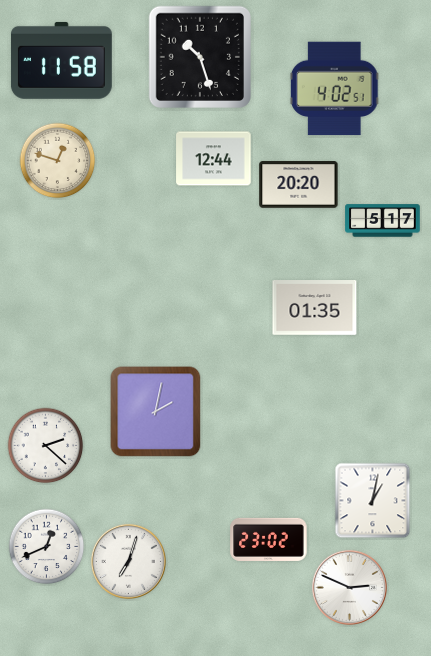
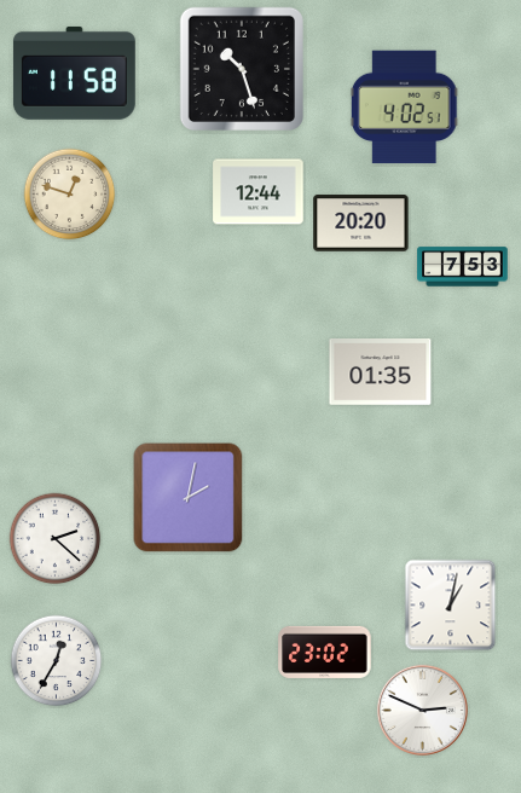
clock at (383, 221): 5:17 -> 7:53
clock at (47, 547): 12:41 -> 12:35
clock at (128, 561): 7:03 -> none
